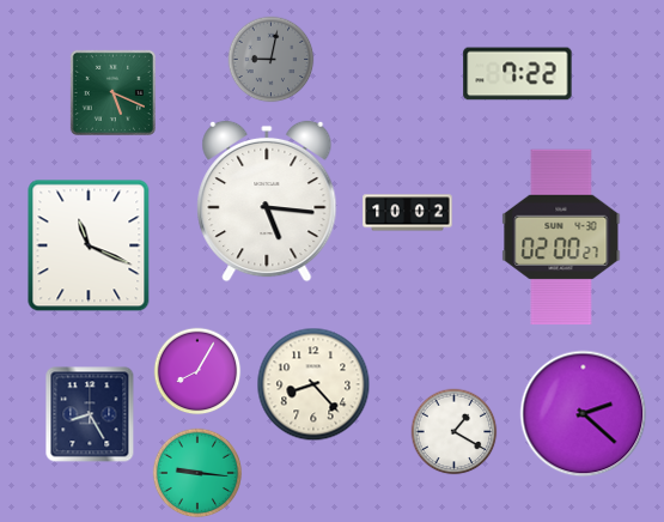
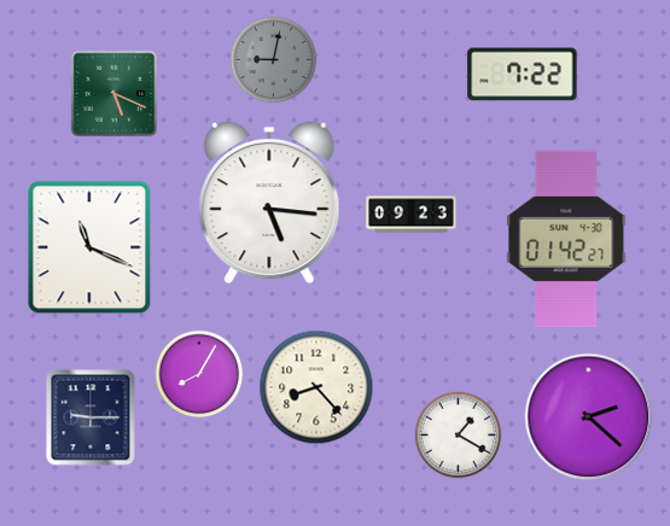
clock at (408, 213): 10:02 -> 09:23
clock at (561, 237): 02:00 -> 01:42
clock at (90, 414): 8:25 -> 9:15
clock at (197, 473): 9:16 -> none
